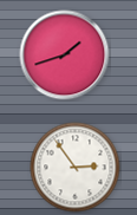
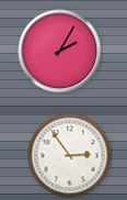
clock at (65, 56): 1:42 -> 2:05
